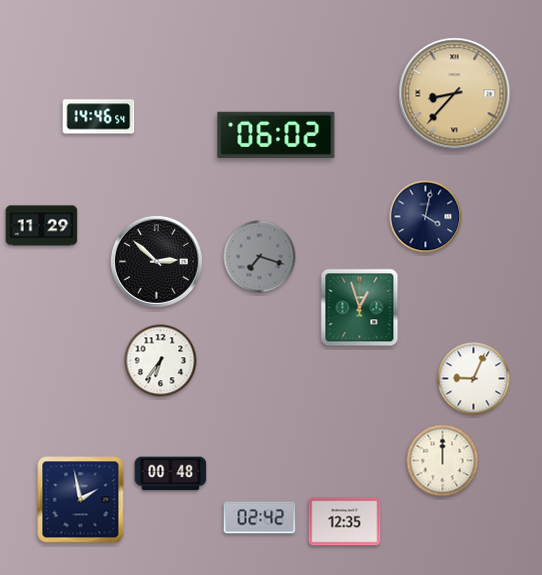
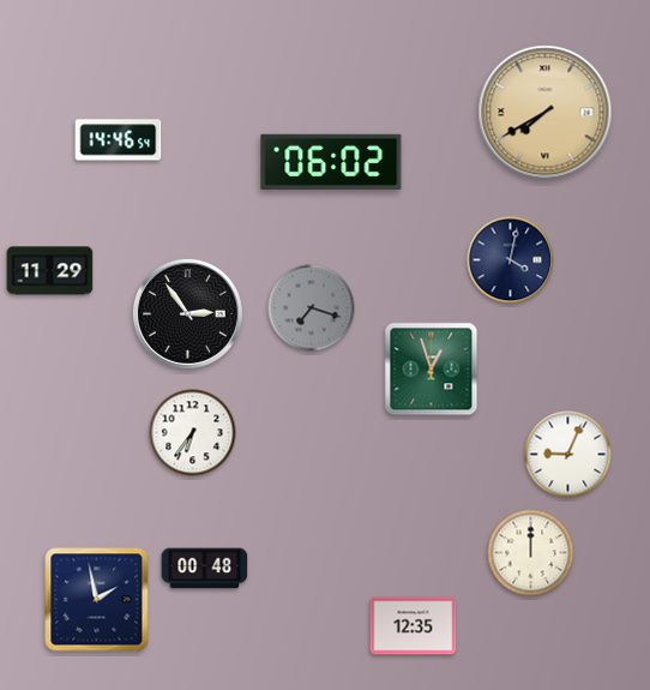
clock at (455, 94): 8:37 -> 7:40
clock at (156, 261): 2:52 -> 2:54
clock at (260, 518): 02:42 -> none
